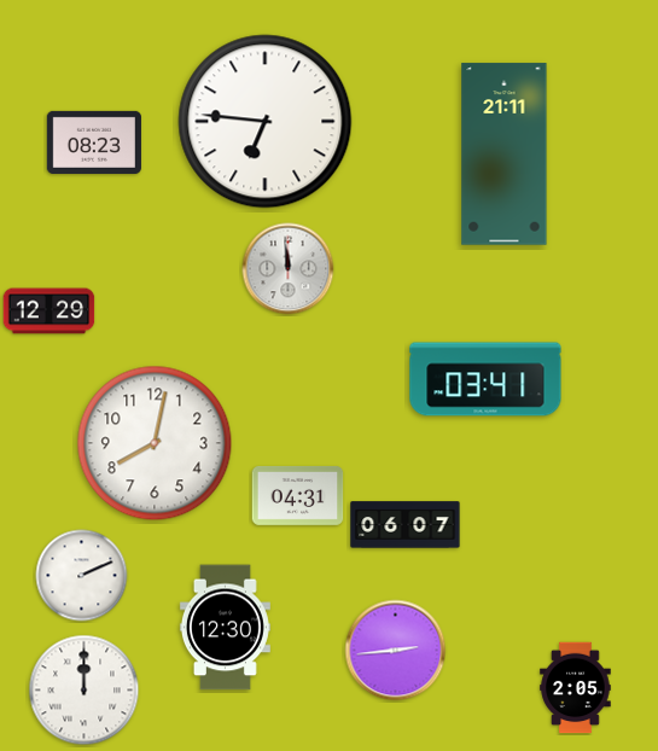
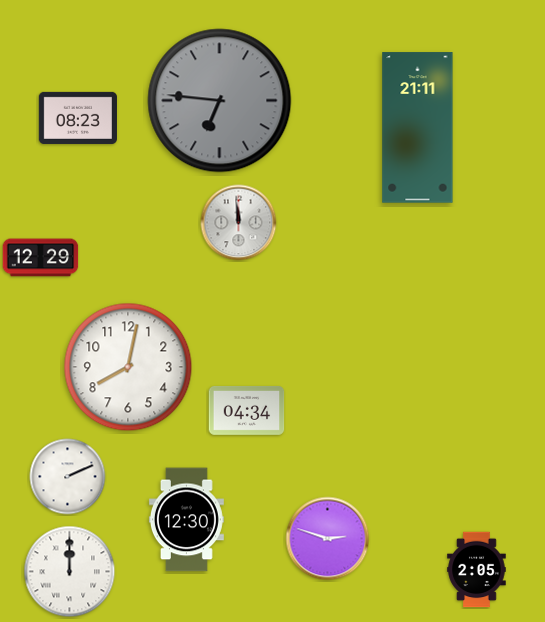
clock at (266, 122) dial: white -> grey
clock at (485, 379): 03:41 -> none
clock at (298, 496): 04:31 -> 04:34
clock at (406, 525): 06:07 -> none
clock at (396, 651): 2:44 -> 2:48
